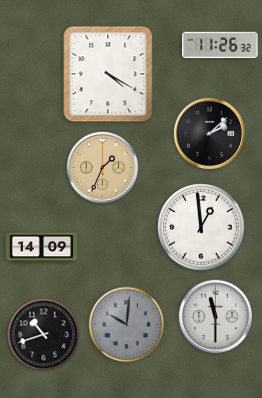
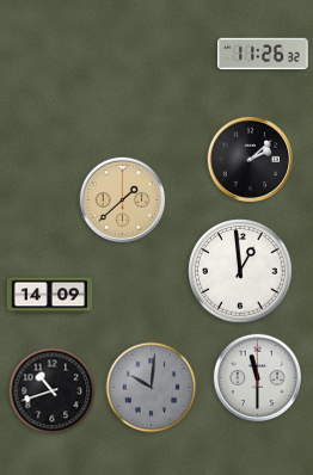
clock at (108, 74): 4:20 -> none
clock at (103, 168): 1:34 -> 1:38
clock at (44, 335) position: (44, 335) -> (53, 391)
